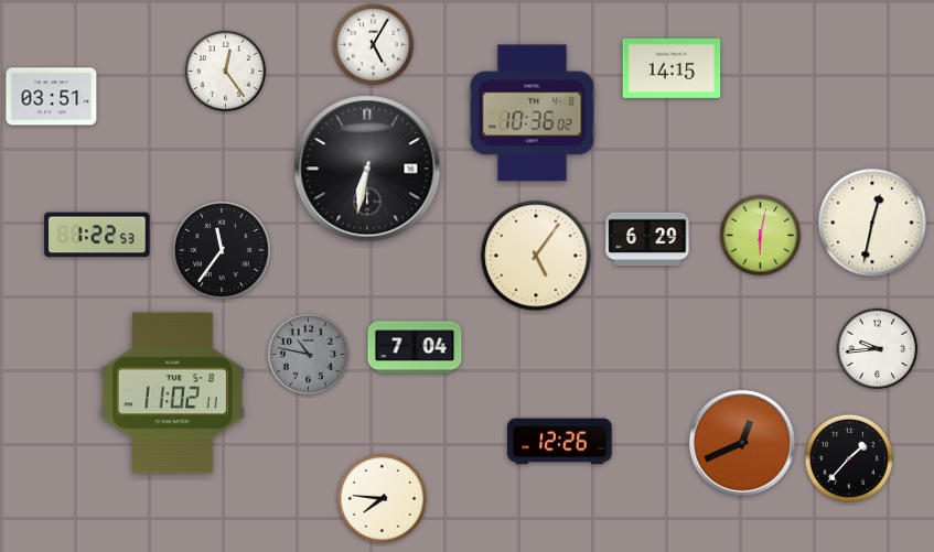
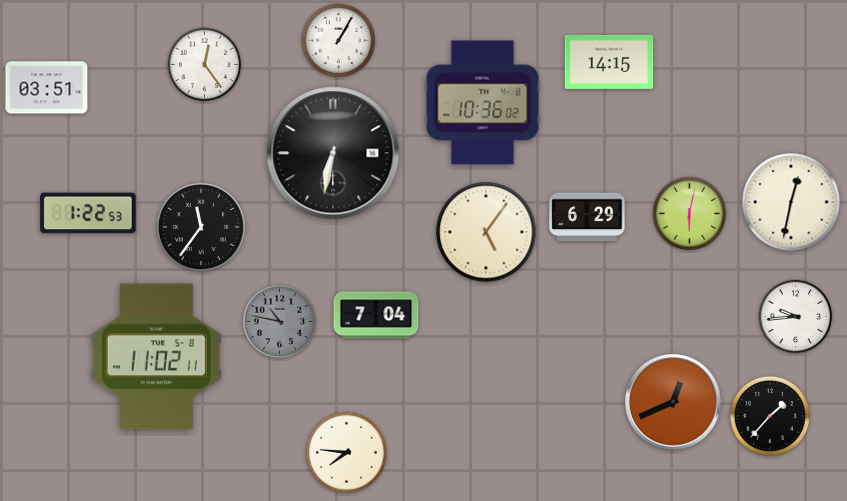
clock at (374, 45): 5:05 -> 1:05
clock at (560, 442): 12:26 -> none
